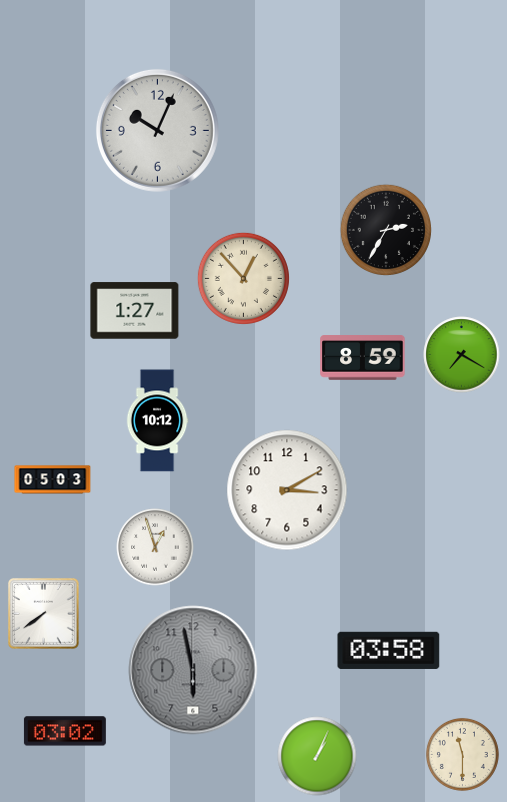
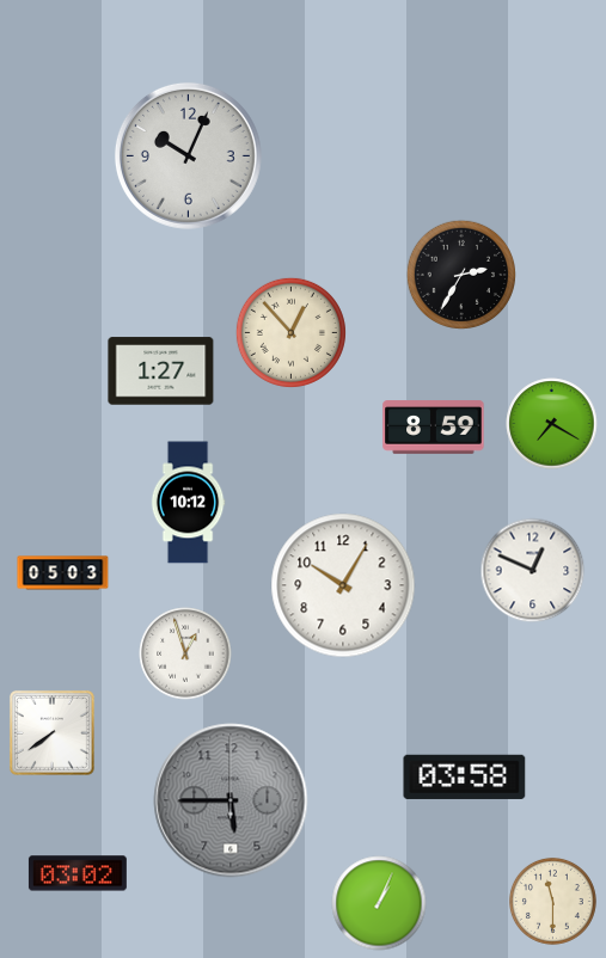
clock at (533, 571): none -> 12:49
clock at (287, 490): 3:10 -> 10:05
clock at (193, 670): 5:58 -> 5:45
